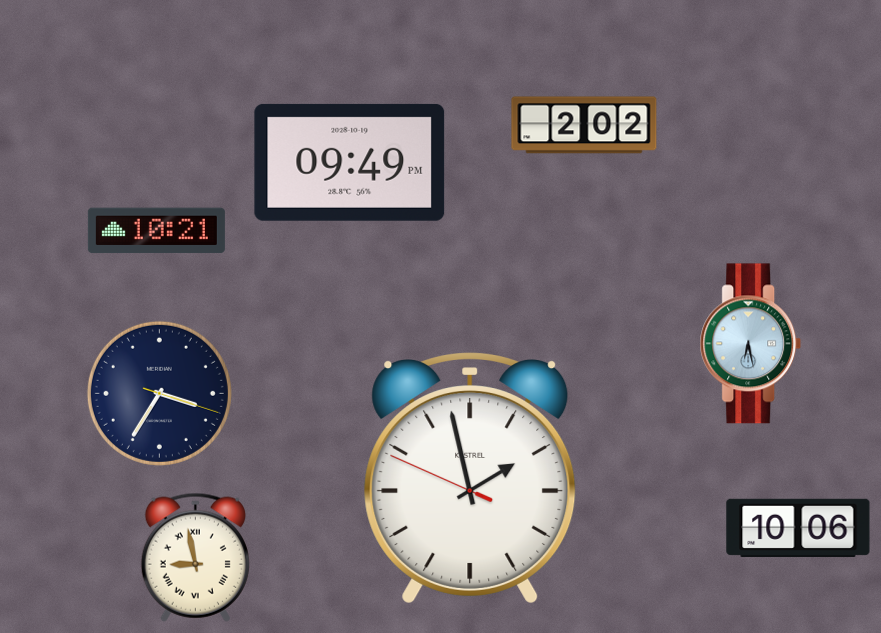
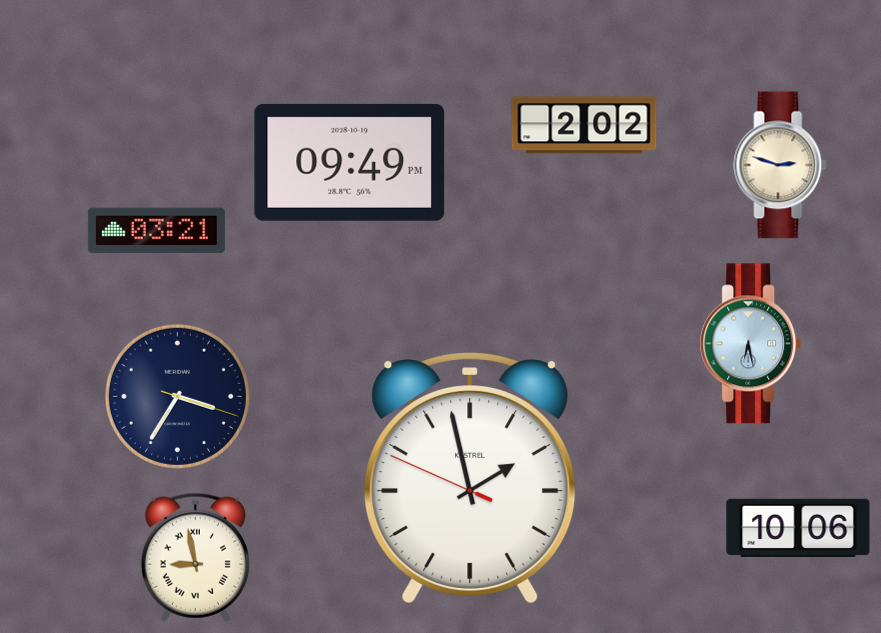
clock at (780, 165): none -> 2:48
clock at (156, 231): 10:21 -> 03:21
clock at (159, 393) position: (159, 393) -> (177, 396)
